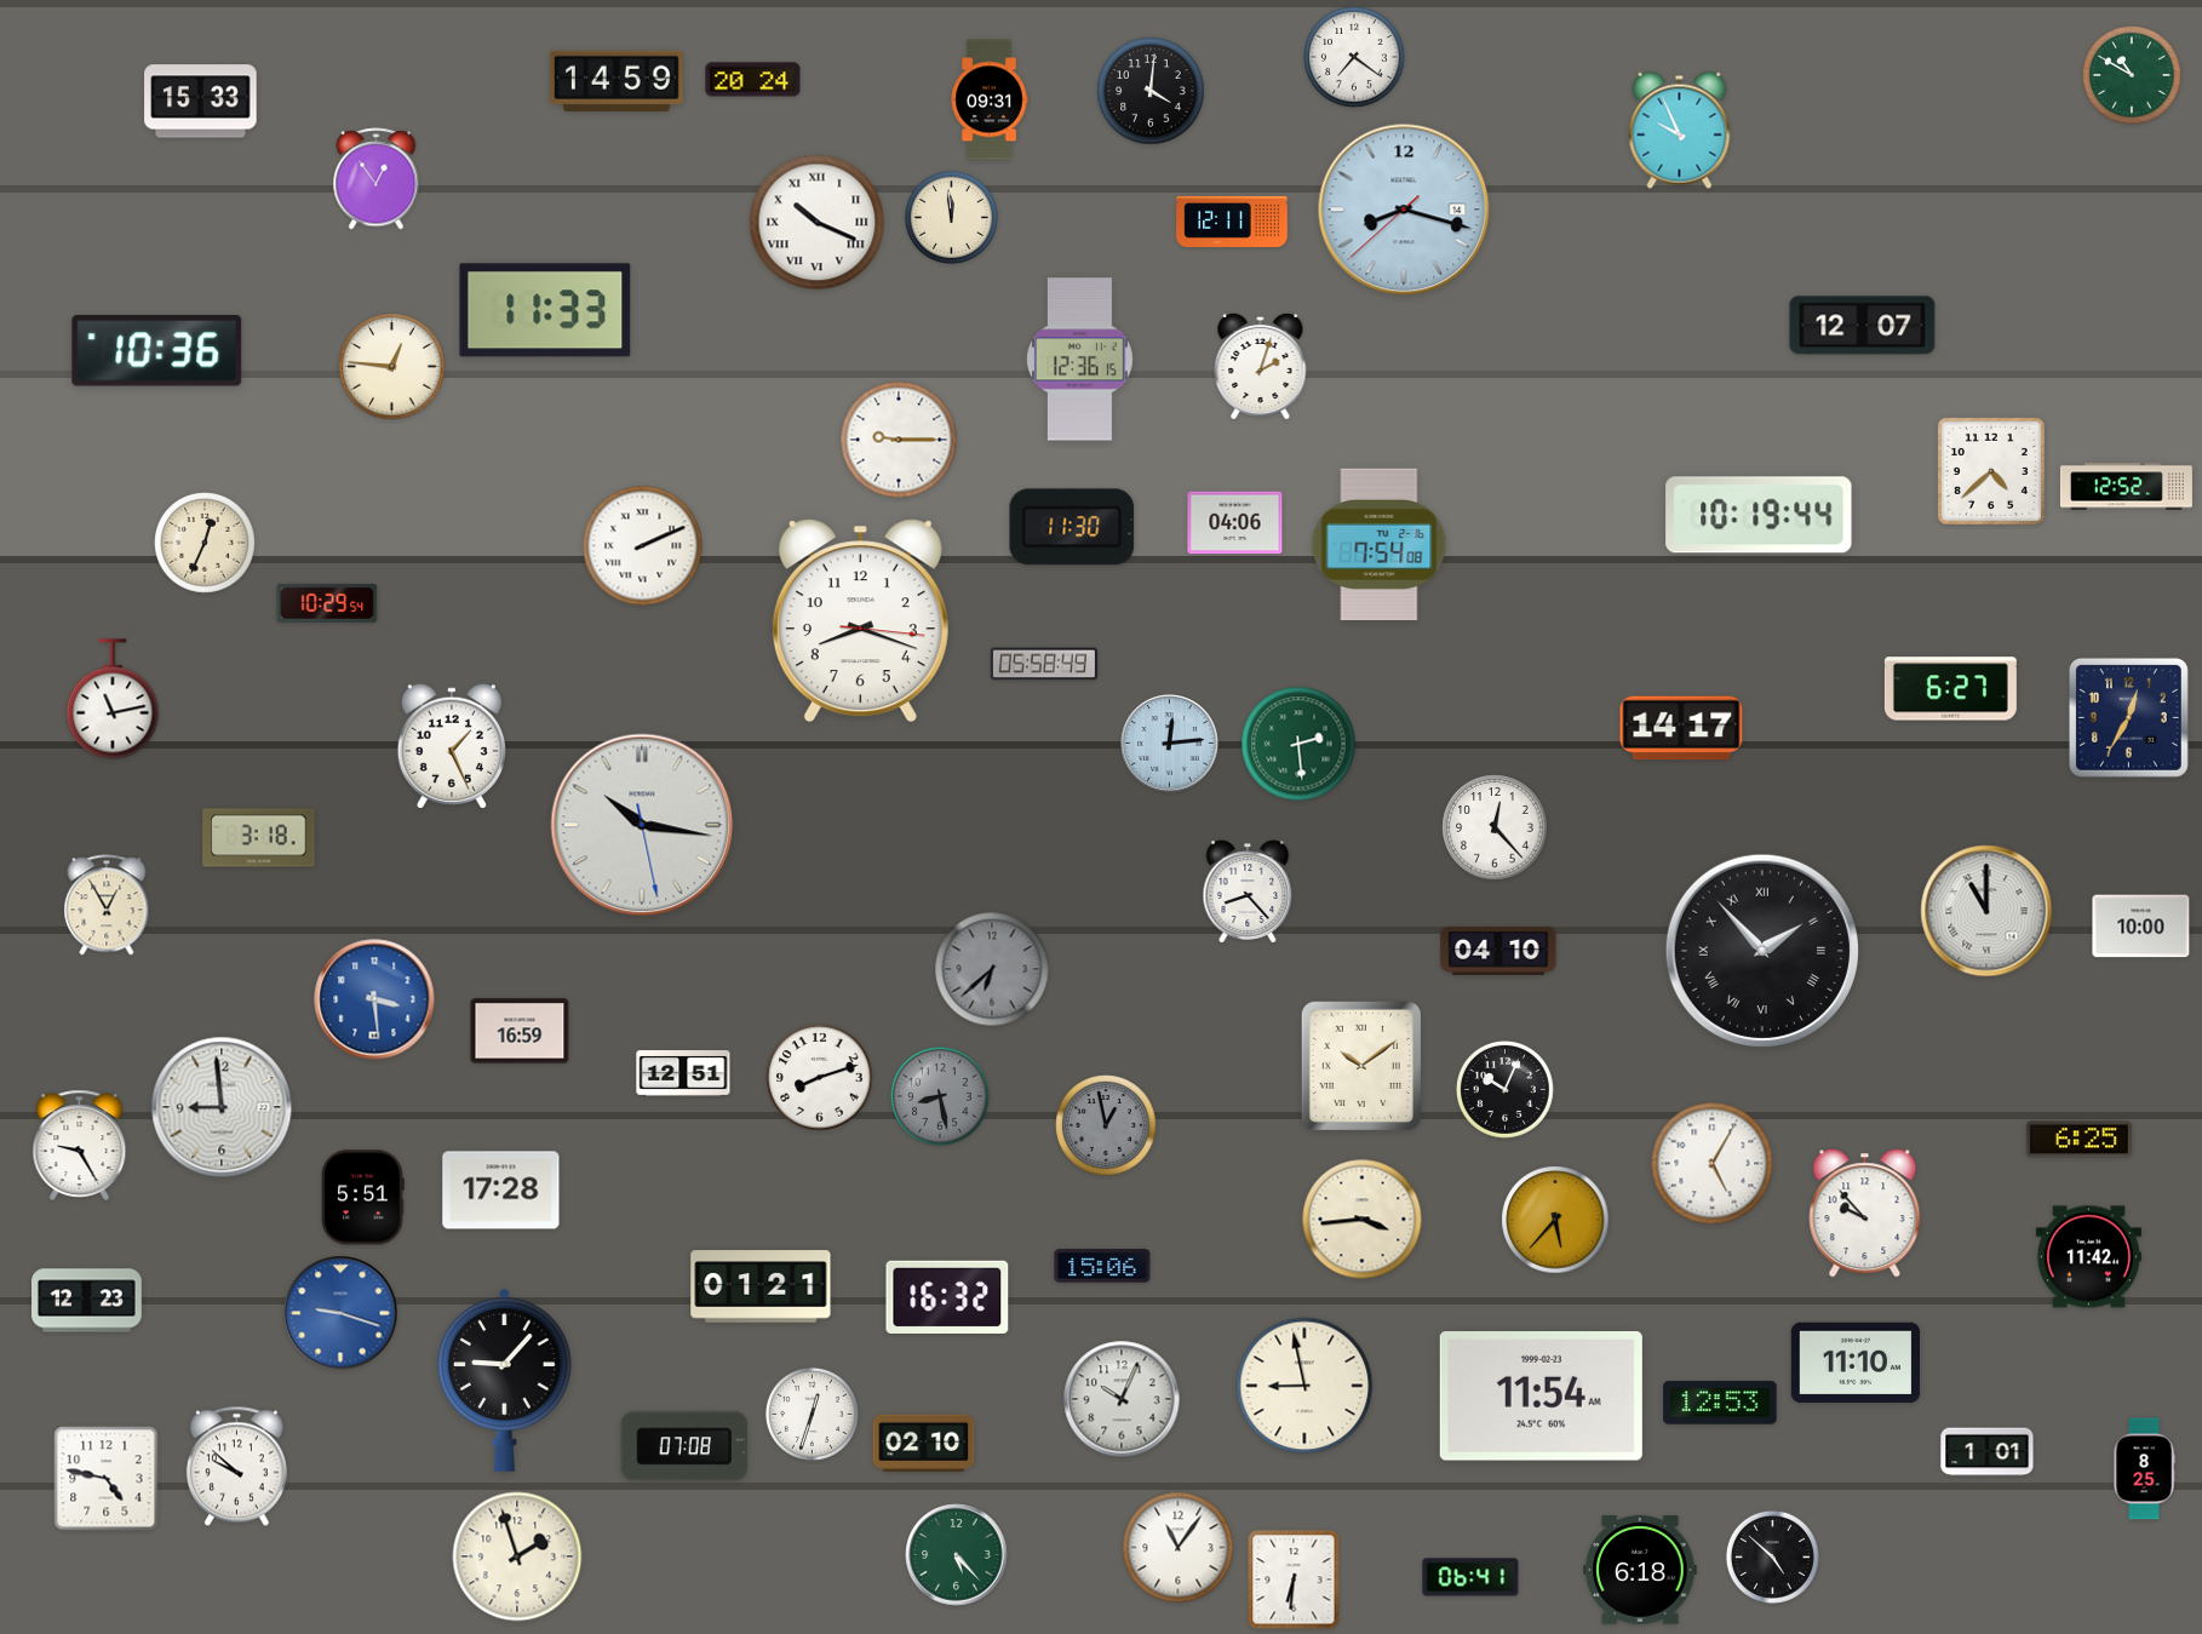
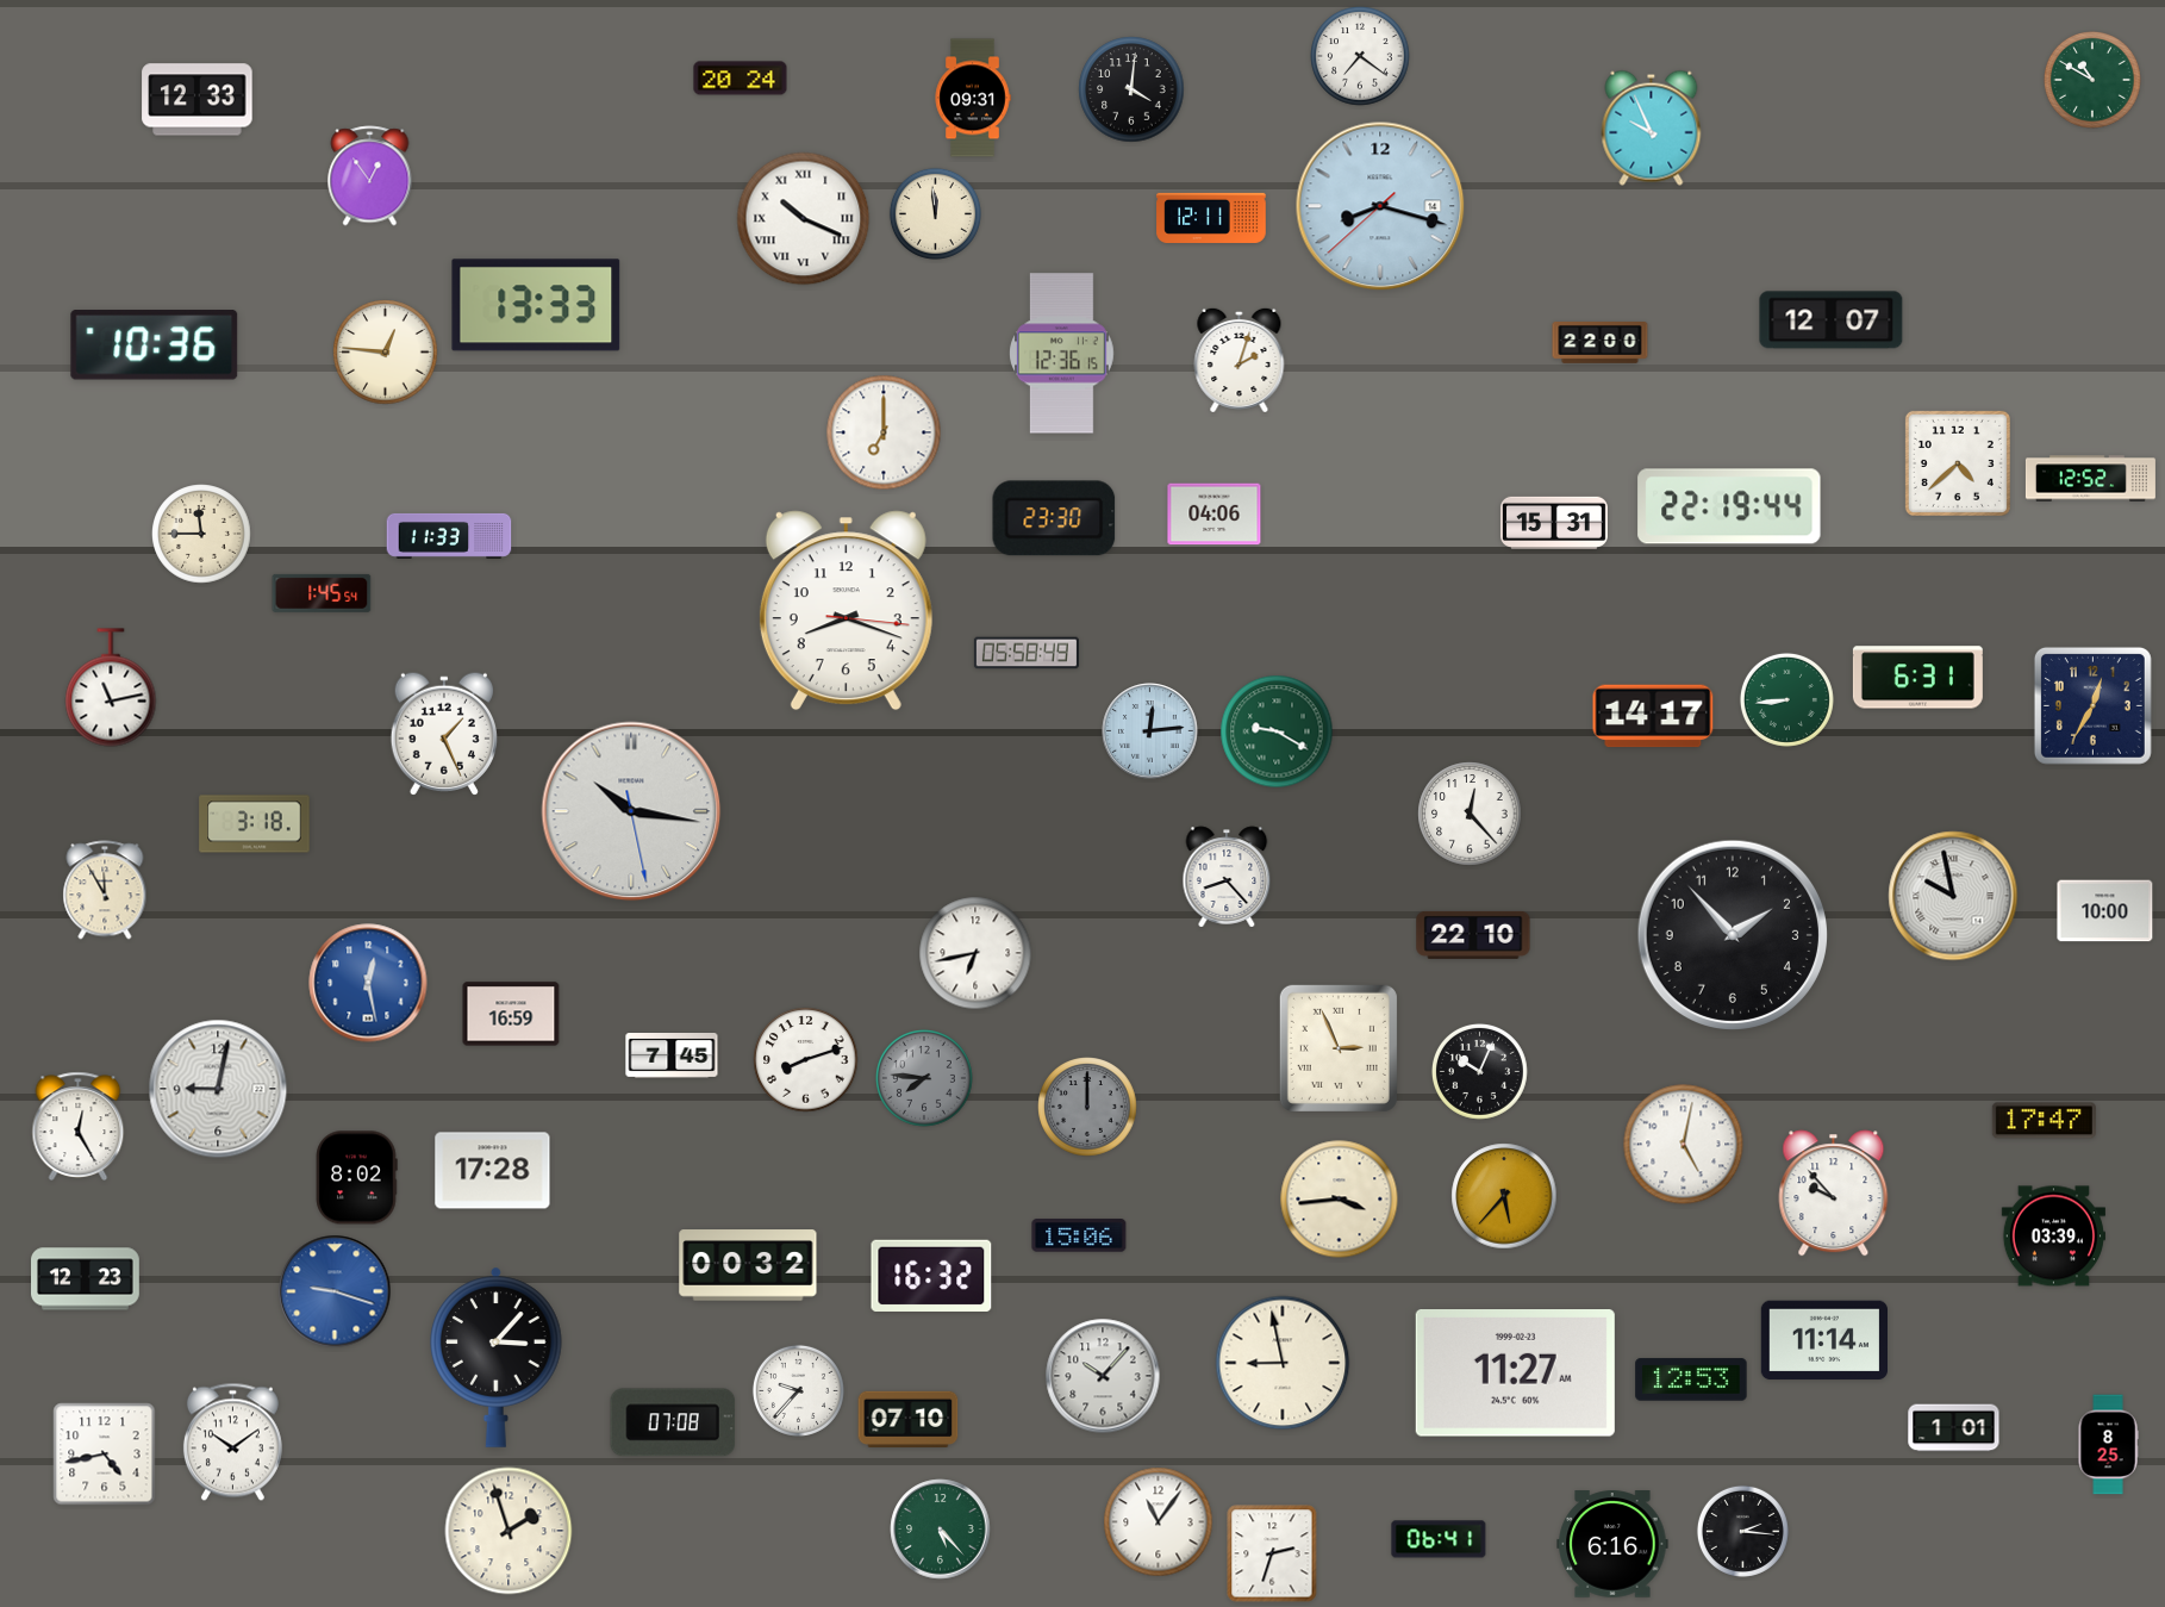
clock at (1354, 57) position: (1354, 57) -> (1360, 56)
clock at (2133, 76) position: (2133, 76) -> (2094, 81)
clock at (617, 81): 14:59 -> none
clock at (201, 102): 15:33 -> 12:33
clock at (545, 310): 11:33 -> 13:33
clock at (1601, 343): none -> 22:00
clock at (392, 367) position: (392, 367) -> (386, 353)
clock at (899, 440): 9:15 -> 7:00
clock at (1759, 515): 10:19 -> 22:19
clock at (1072, 527): 11:30 -> 23:30
clock at (1554, 523): none -> 15:31
clock at (205, 543): 12:34 -> 11:45
clock at (449, 536): none -> 11:33
clock at (1380, 545): 7:54 -> none
clock at (643, 546): 2:11 -> none
clock at (327, 603): 10:29 -> 1:45
clock at (1950, 689): 6:27 -> 6:31
clock at (1786, 699): none -> 8:44
clock at (1298, 744): 2:29 -> 9:20
clock at (107, 905): 12:55 -> 11:55
clock at (1986, 911): 11:00 -> 9:58
clock at (1761, 950) numerals: Roman -> Arabic
clock at (1498, 951): 04:10 -> 22:10
clock at (992, 969): 6:38 -> 6:43
clock at (992, 969) dial: grey -> white
clock at (374, 999): 3:29 -> 12:28
clock at (1361, 1066): 10:09 -> 2:56
clock at (683, 1074): 12:51 -> 7:45
clock at (941, 1097): 8:28 -> 7:46
clock at (222, 1107): 8:59 -> 9:02
clock at (1106, 1125): 12:58 -> 12:00
clock at (2078, 1140): 6:25 -> 17:47
clock at (80, 1145): 9:25 -> 12:25
clock at (1713, 1164): 5:05 -> 5:02
clock at (362, 1198): 5:51 -> 8:02
clock at (1555, 1220) position: (1555, 1220) -> (1504, 1196)
clock at (2088, 1257): 11:42 -> 03:39
clock at (1102, 1266) position: (1102, 1266) -> (1079, 1235)
clock at (761, 1286): 01:21 -> 00:32
clock at (1854, 1363): 11:10 -> 11:14
clock at (505, 1380): 9:07 -> 3:07
clock at (1541, 1397): 11:54 -> 11:27
clock at (1122, 1399): 10:04 -> 10:07
clock at (812, 1414): 12:33 -> 9:37
clock at (924, 1443): 02:10 -> 07:10
clock at (236, 1467): 9:52 -> 10:09
clock at (107, 1479): 4:47 -> 4:43
clock at (1772, 1556): 4:52 -> 2:16
clock at (1640, 1570): 6:18 -> 6:16
clock at (1470, 1577) position: (1470, 1577) -> (1439, 1539)
clock at (1294, 1579): 6:31 -> 2:33
